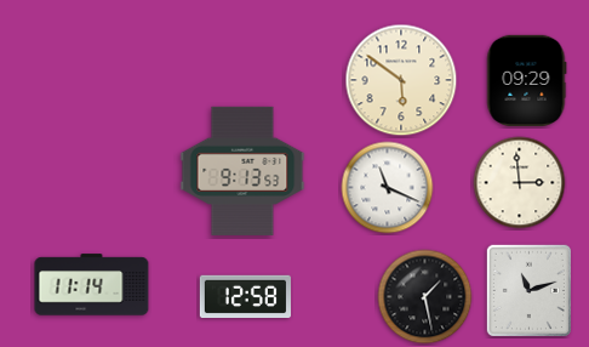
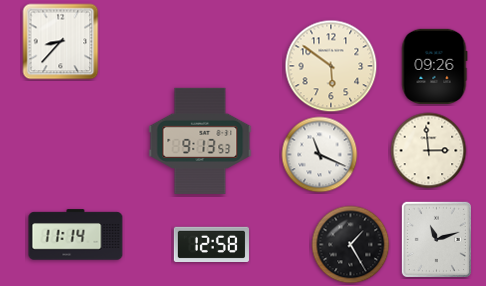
clock at (61, 42): none -> 8:37
clock at (526, 80): 09:29 -> 09:26
clock at (245, 296) position: (245, 296) -> (211, 244)
clock at (425, 297): 1:28 -> 1:25
